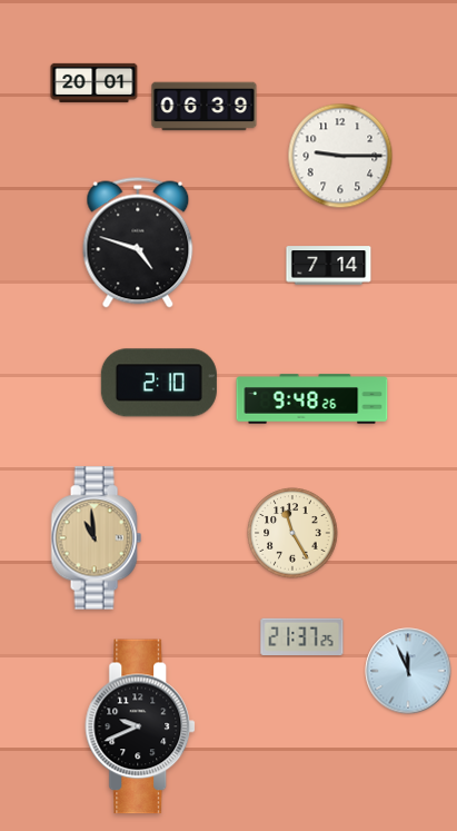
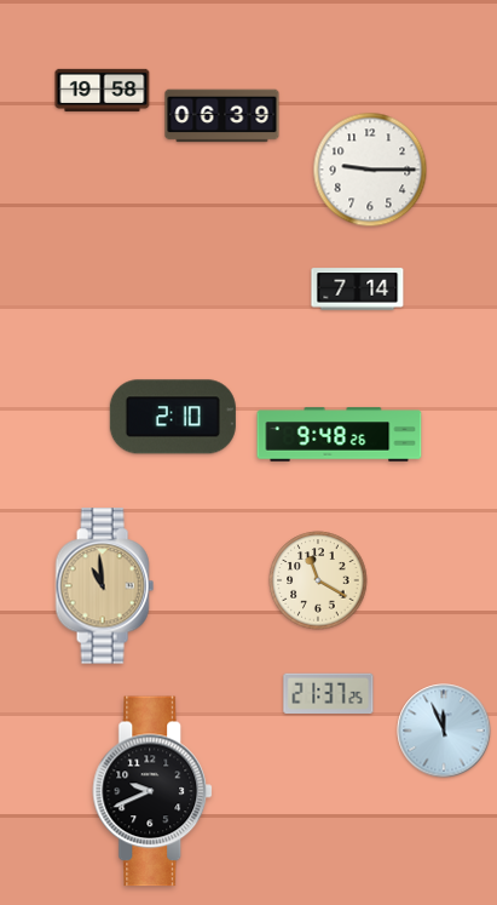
clock at (95, 82): 20:01 -> 19:58
clock at (138, 243): 4:48 -> none
clock at (292, 533): 11:25 -> 11:20
